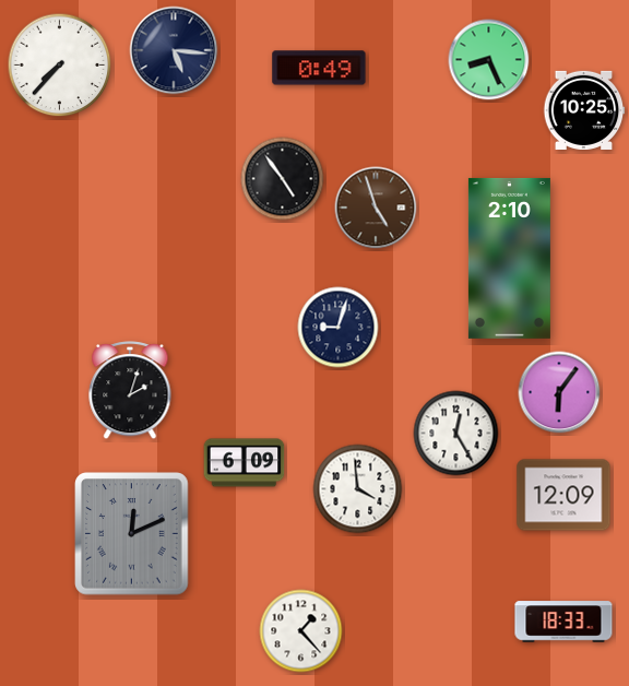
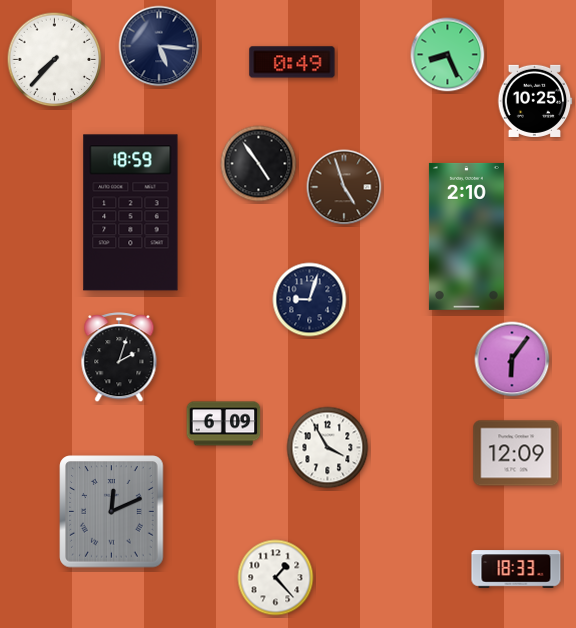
clock at (376, 208) position: (376, 208) -> (344, 187)
clock at (131, 213): none -> 18:59
clock at (456, 434): 12:25 -> none
clock at (358, 489): 3:59 -> 3:55
clock at (132, 534) position: (132, 534) -> (112, 512)
